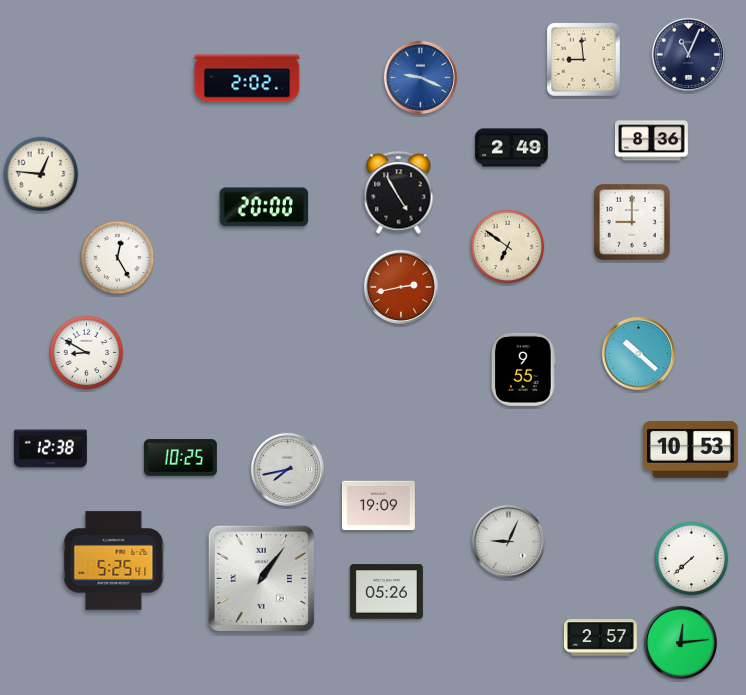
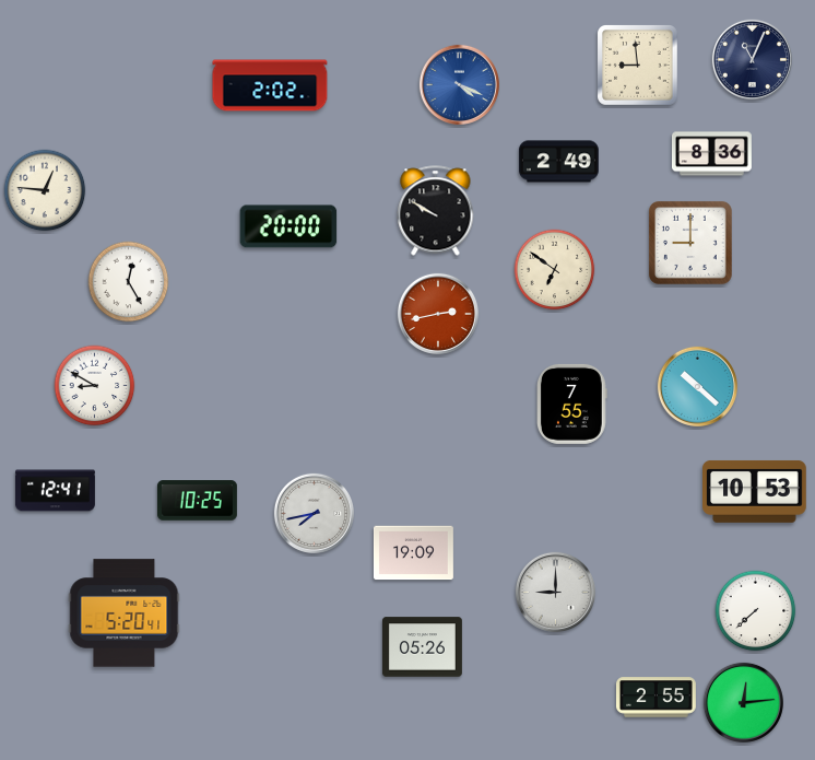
clock at (420, 77): 9:19 -> 4:19
clock at (399, 193): 4:55 -> 9:50
clock at (523, 369): 9:55 -> 7:55
clock at (50, 449): 12:38 -> 12:41
clock at (508, 541): 9:04 -> 9:00
clock at (114, 561): 5:25 -> 5:20
clock at (261, 578): 1:06 -> none
clock at (600, 638): 2:57 -> 2:55
